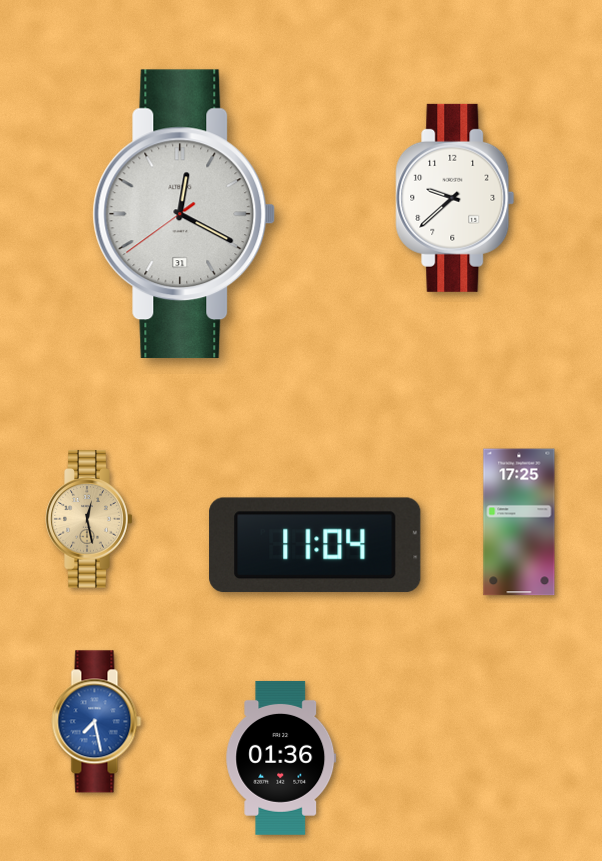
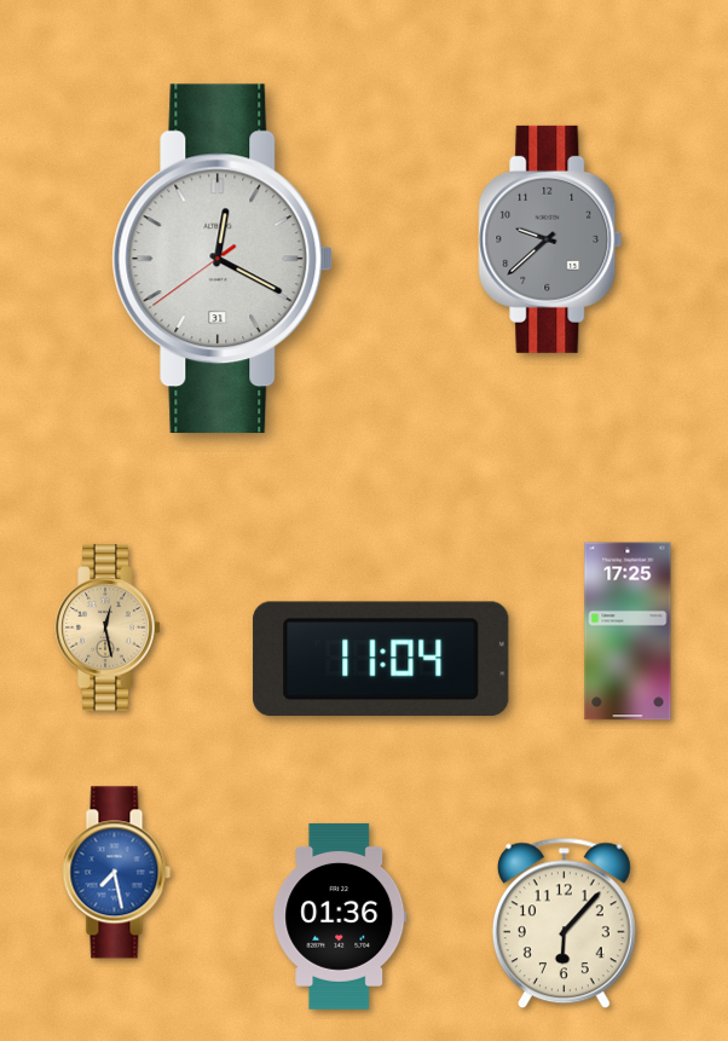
clock at (455, 198) dial: white -> grey
clock at (564, 924): none -> 6:07
